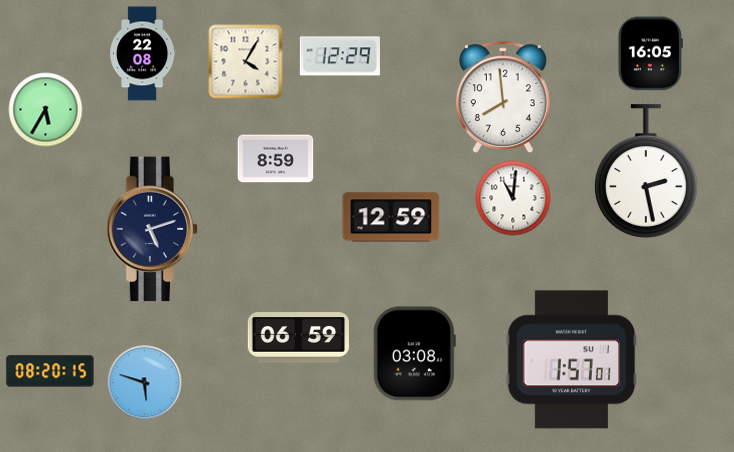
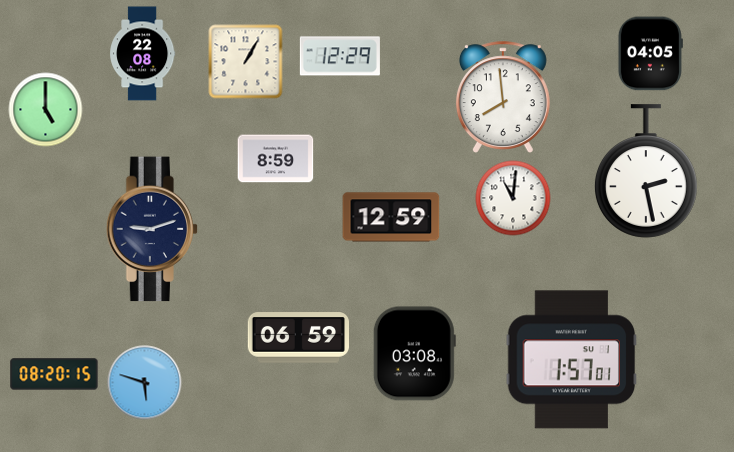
clock at (650, 54): 16:05 -> 04:05
clock at (246, 62): 4:05 -> 1:05
clock at (46, 110): 5:35 -> 5:00
clock at (152, 229): 5:12 -> 9:12
clock at (50, 371) position: (50, 371) -> (54, 374)
